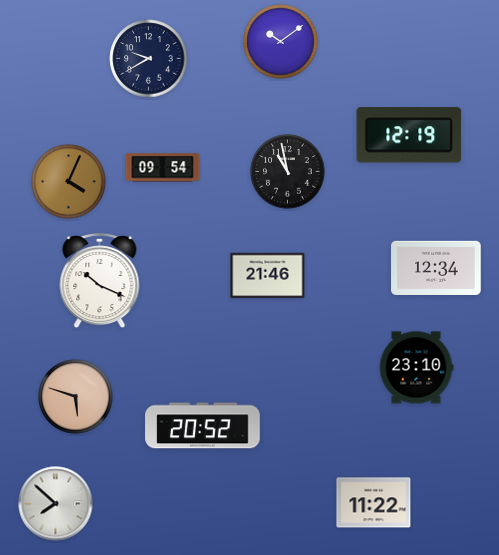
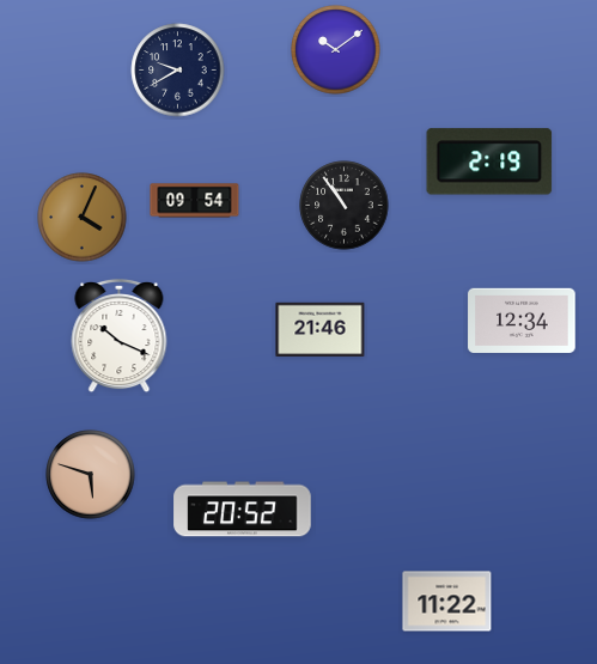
clock at (409, 135): 12:19 -> 2:19
clock at (288, 172): 10:58 -> 10:54
clock at (416, 368): 23:10 -> none
clock at (56, 504): 7:52 -> none
